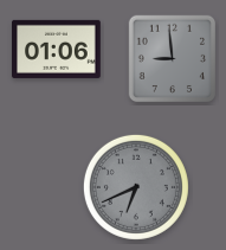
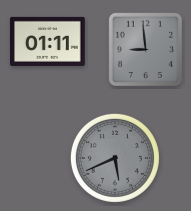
clock at (57, 49): 01:06 -> 01:11
clock at (136, 187): 6:41 -> 5:41
